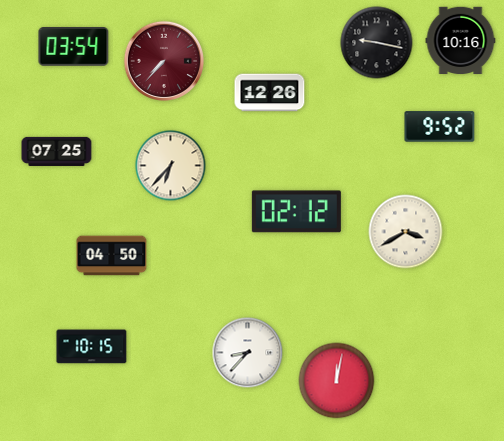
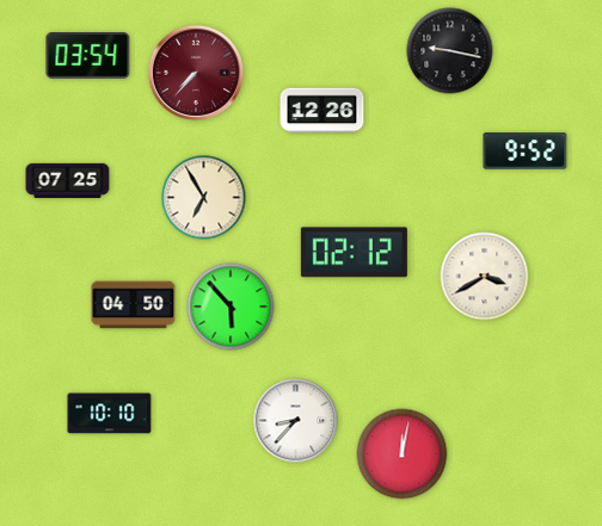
clock at (461, 40): 10:16 -> none
clock at (171, 166): 6:37 -> 6:55
clock at (231, 307): none -> 5:53
clock at (92, 347): 10:15 -> 10:10
